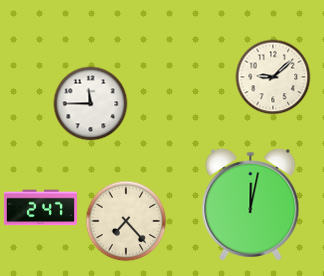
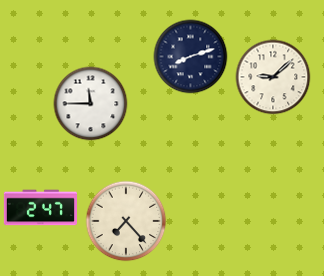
clock at (191, 57): none -> 8:12
clock at (251, 204): 12:02 -> none
